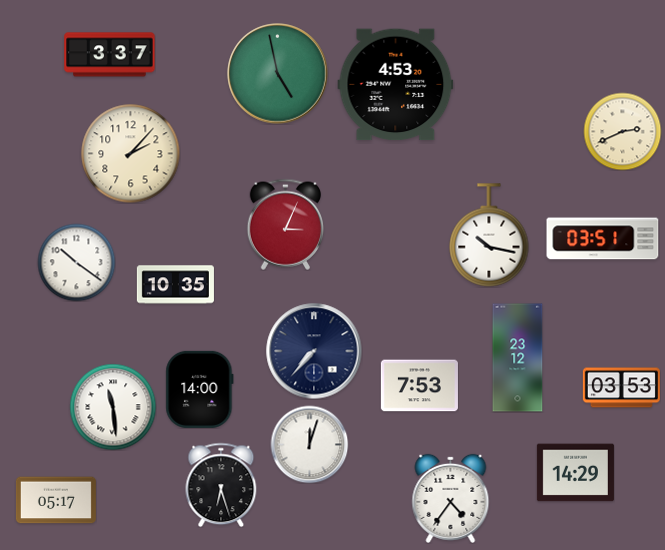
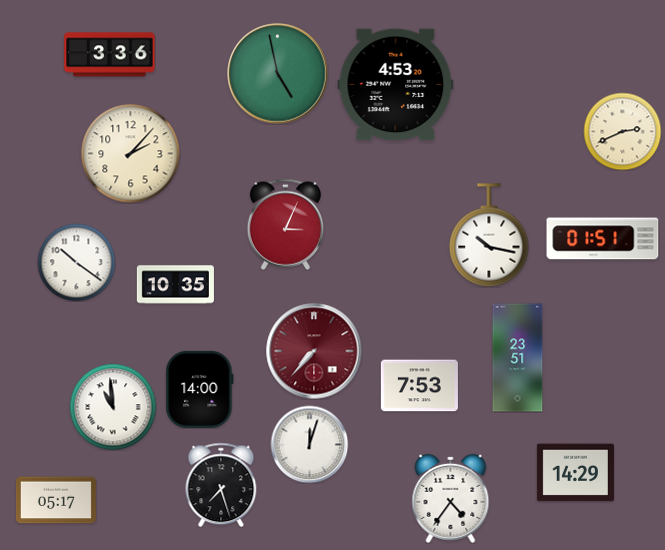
clock at (110, 55): 3:37 -> 3:36
clock at (603, 239): 03:51 -> 01:51
clock at (314, 351) dial: navy -> burgundy
clock at (518, 358): 23:12 -> 23:51
clock at (621, 388): 03:53 -> none
clock at (113, 407): 11:29 -> 10:59
clock at (221, 485): 6:27 -> 7:27
